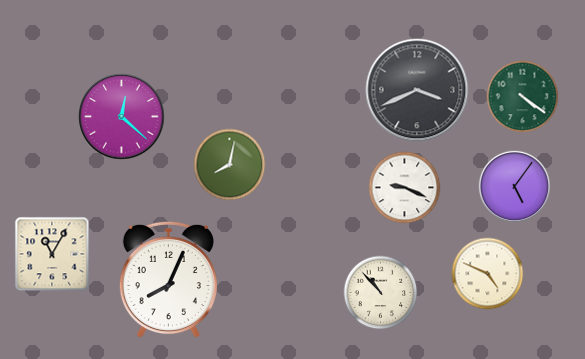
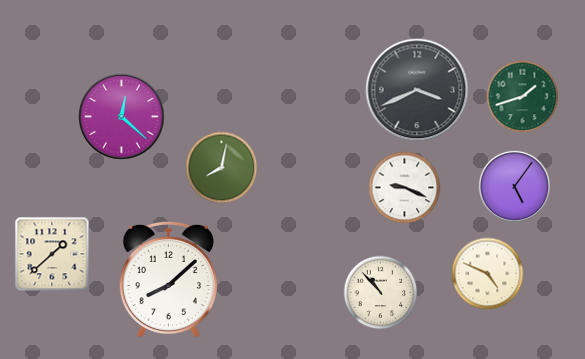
clock at (523, 97): 4:21 -> 1:42
clock at (230, 165) position: (230, 165) -> (222, 168)
clock at (52, 254): 11:05 -> 1:38
clock at (168, 280): 8:04 -> 8:08
